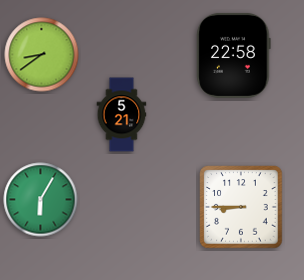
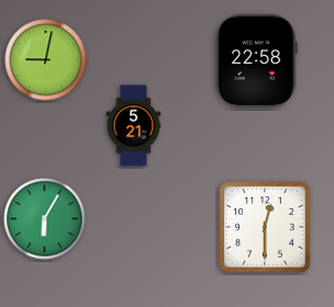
clock at (42, 55): 8:39 -> 9:02
clock at (241, 207): 8:45 -> 12:30
